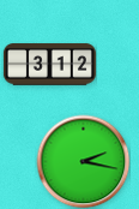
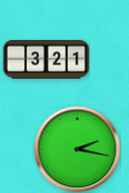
clock at (49, 65): 3:12 -> 3:21
